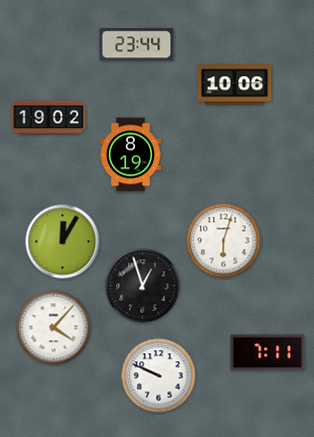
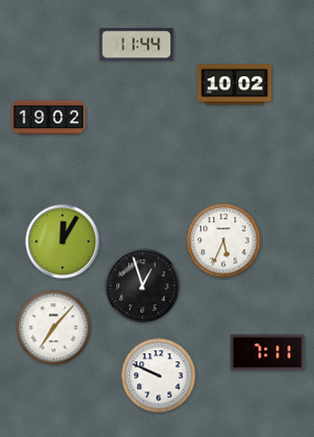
clock at (137, 45): 23:44 -> 11:44
clock at (235, 85): 10:06 -> 10:02
clock at (130, 155): 8:19 -> none
clock at (224, 241): 6:03 -> 5:34
clock at (54, 328): 4:07 -> 7:07
